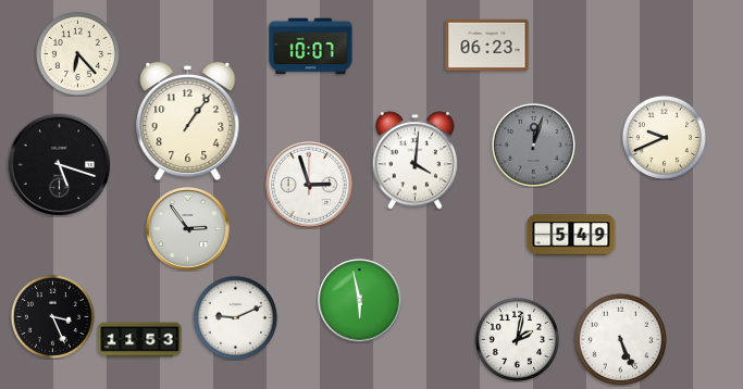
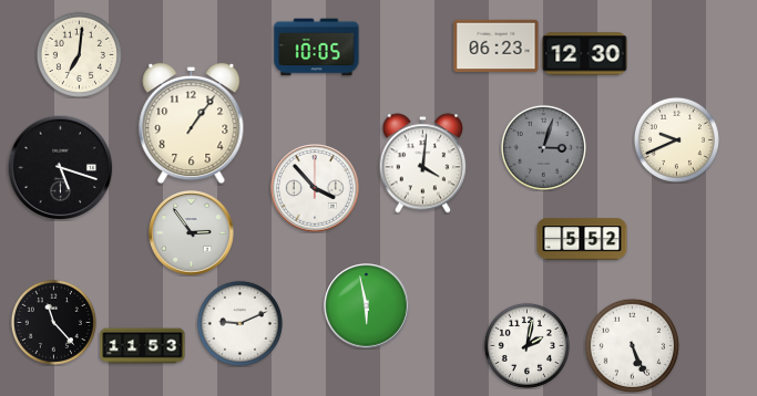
clock at (311, 47): 10:07 -> 10:05
clock at (77, 53): 6:23 -> 7:01
clock at (585, 54): none -> 12:30
clock at (533, 145): 12:03 -> 3:03
clock at (310, 186): 2:57 -> 3:53
clock at (571, 235): 5:49 -> 5:52
clock at (52, 316): 3:26 -> 11:23
